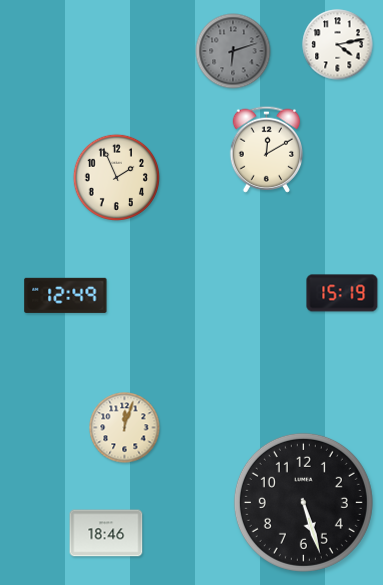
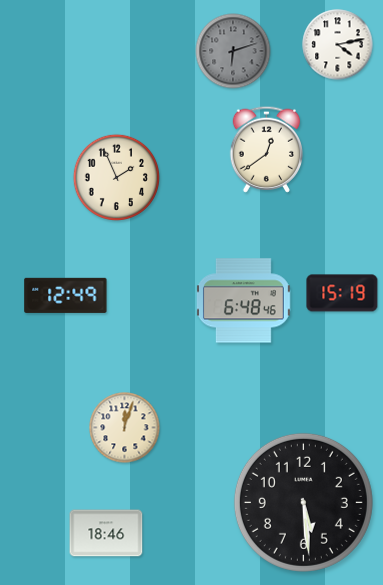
clock at (266, 149): 12:10 -> 12:39
clock at (244, 301): none -> 6:48
clock at (303, 502): 5:27 -> 5:29
